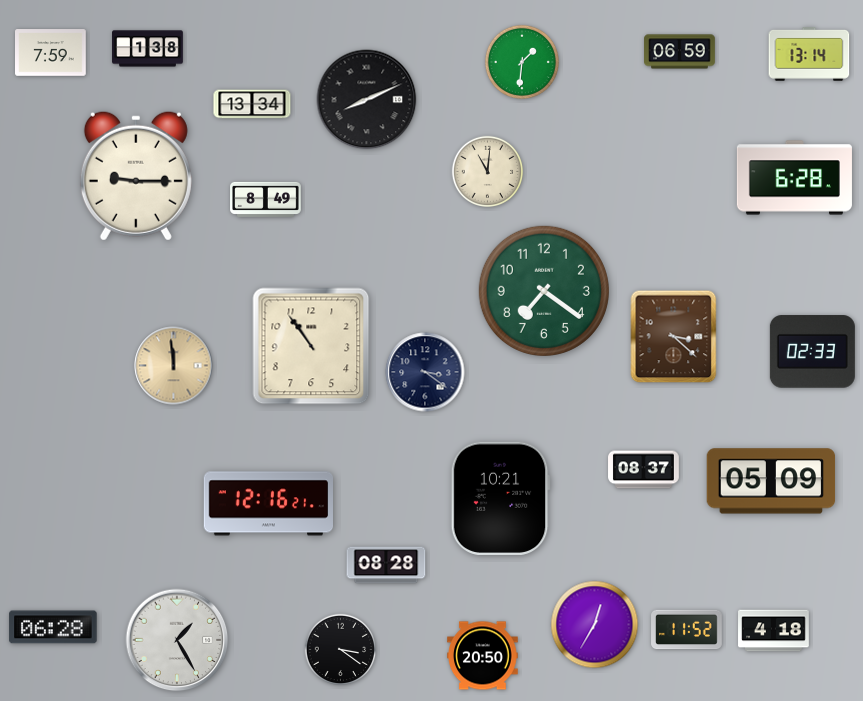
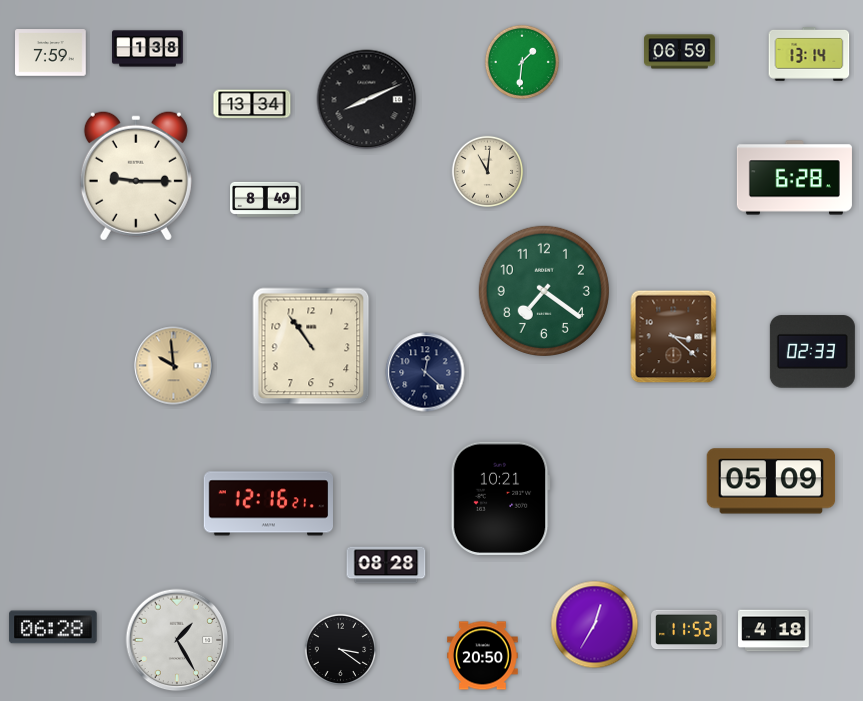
clock at (174, 366): 11:59 -> 9:59
clock at (425, 372): 3:21 -> 12:22
clock at (644, 470): 08:37 -> none
